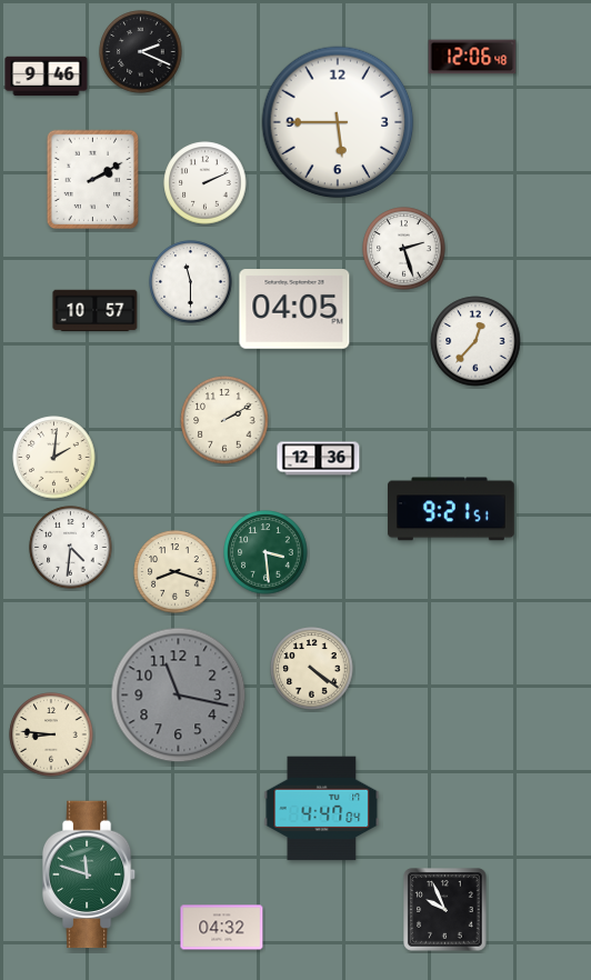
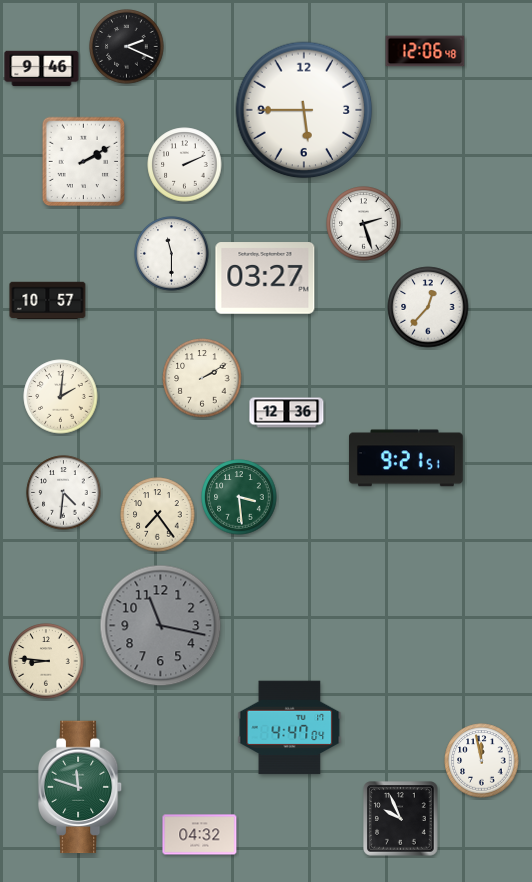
clock at (294, 309): 04:05 -> 03:27
clock at (96, 311) position: (96, 311) -> (48, 301)
clock at (54, 458) position: (54, 458) -> (61, 397)
clock at (176, 572): 8:18 -> 7:24
clock at (312, 669): 4:21 -> none
clock at (482, 761): none -> 11:58
